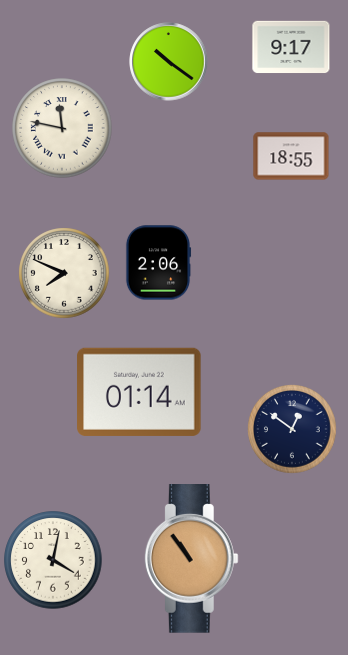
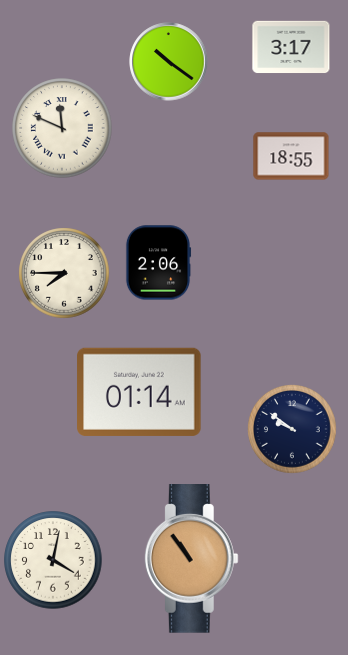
clock at (291, 47): 9:17 -> 3:17
clock at (62, 128): 11:47 -> 11:49
clock at (64, 273): 7:49 -> 7:45
clock at (293, 430): 12:51 -> 9:51
